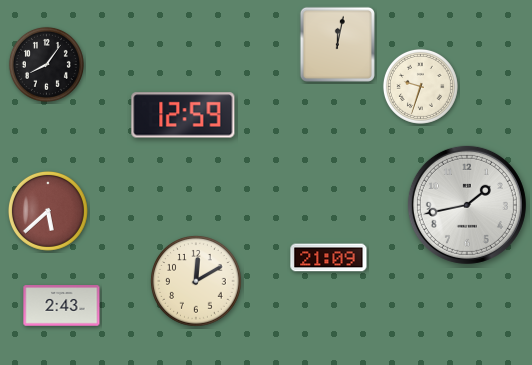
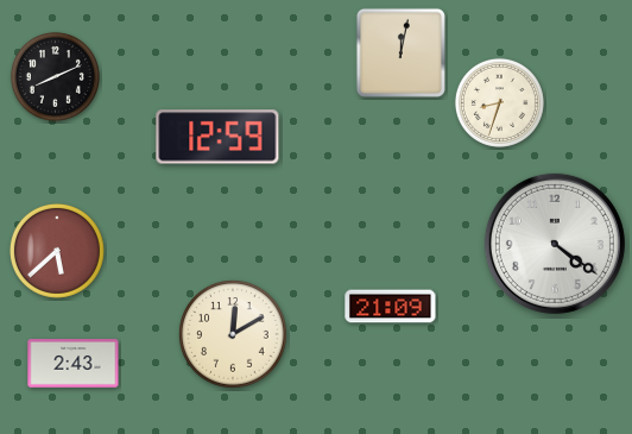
clock at (46, 64): 8:06 -> 8:11
clock at (420, 86): 9:33 -> 8:33
clock at (467, 205): 1:43 -> 4:21
